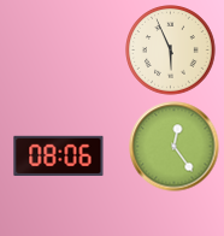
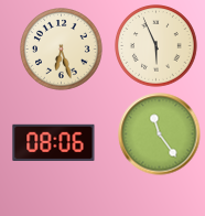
clock at (62, 50): none -> 6:27
clock at (175, 147): 12:24 -> 11:24
